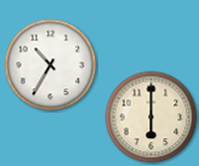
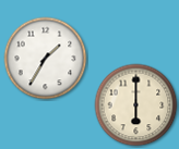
clock at (51, 65): 10:35 -> 1:35
